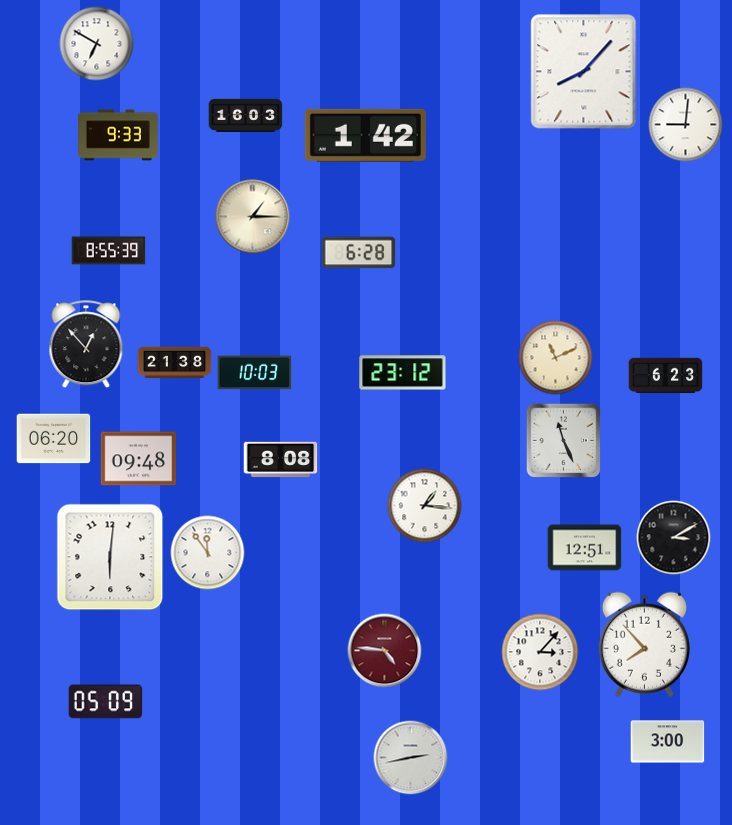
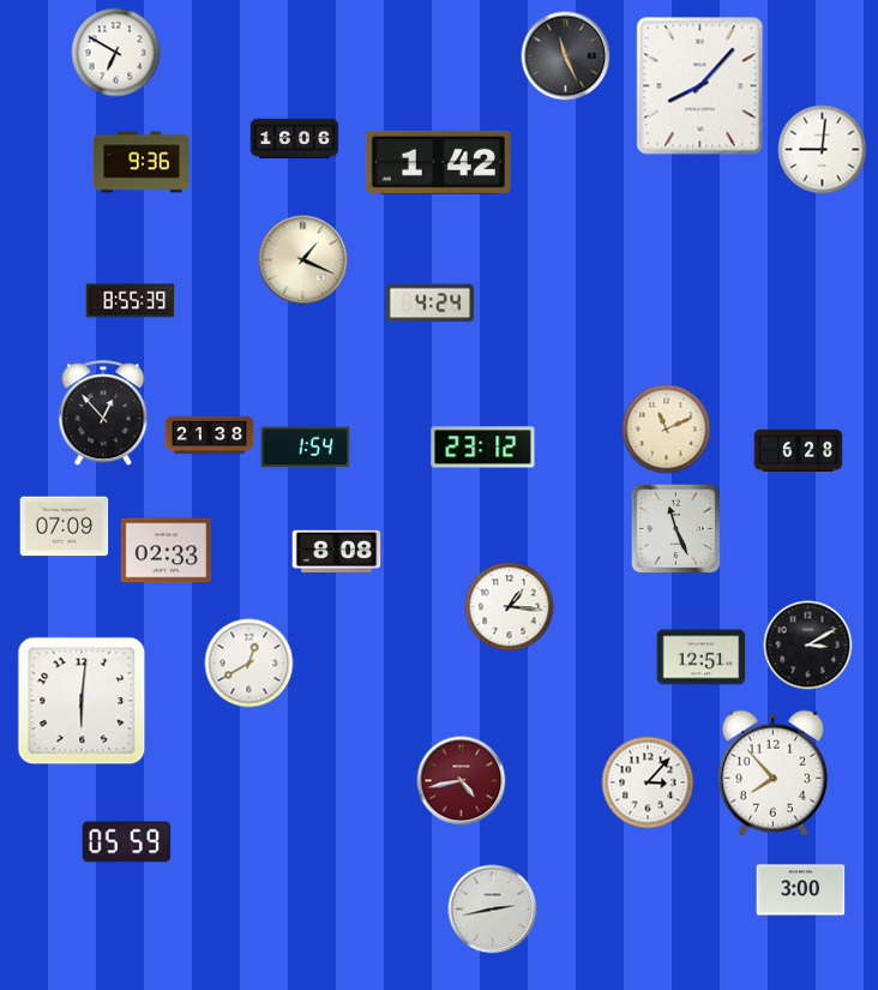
clock at (566, 56): none -> 11:26
clock at (246, 115): 16:03 -> 16:06
clock at (119, 135): 9:33 -> 9:36
clock at (253, 217): 1:15 -> 1:19
clock at (359, 253): 6:28 -> 4:24
clock at (255, 373): 10:03 -> 1:54
clock at (666, 376): 6:23 -> 6:28
clock at (54, 439): 06:20 -> 07:09
clock at (139, 459): 09:48 -> 02:33
clock at (208, 553): 11:54 -> 12:40
clock at (110, 557) position: (110, 557) -> (82, 701)
clock at (385, 651): 4:46 -> 4:43
clock at (106, 702): 05:09 -> 05:59
